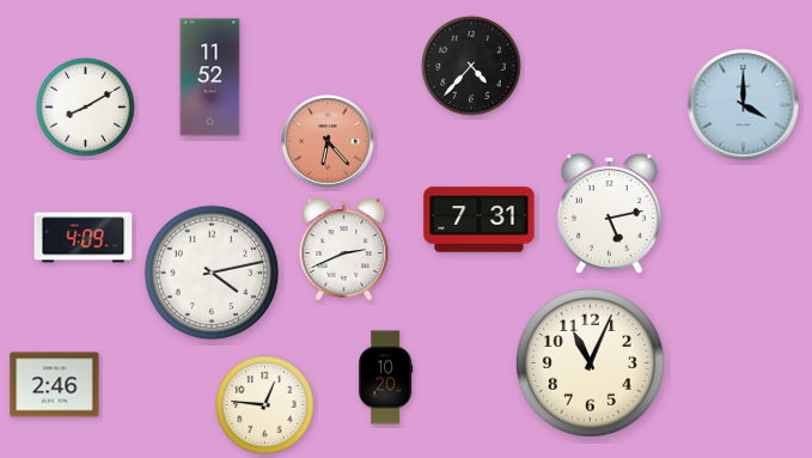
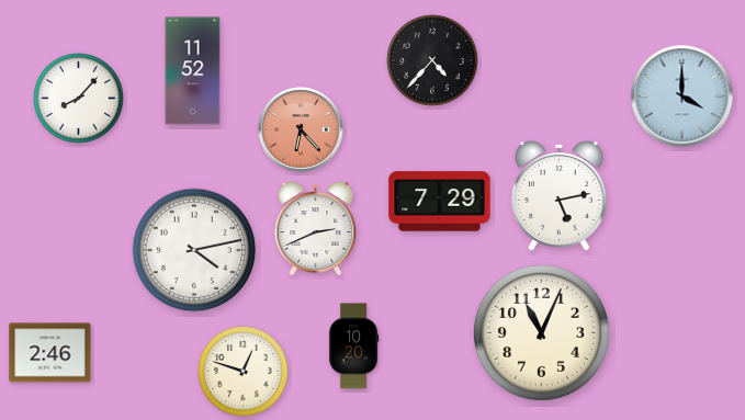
clock at (86, 108): 8:10 -> 8:07
clock at (480, 220): 7:31 -> 7:29
clock at (84, 238): 4:09 -> none
clock at (265, 405): 12:46 -> 12:48
